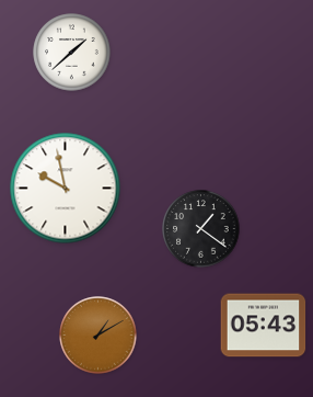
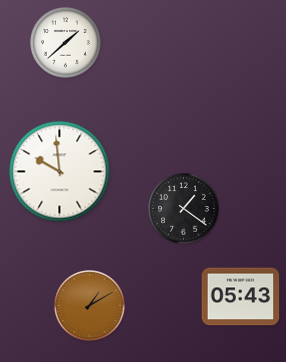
clock at (72, 53) position: (72, 53) -> (66, 43)
clock at (66, 189): 9:58 -> 9:59
